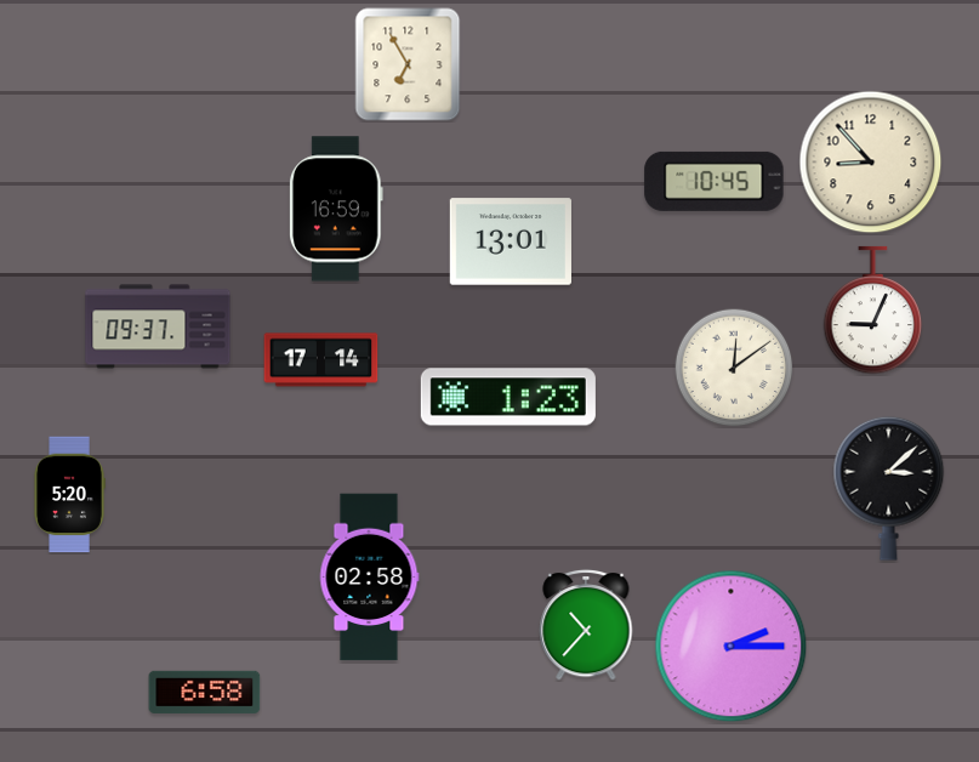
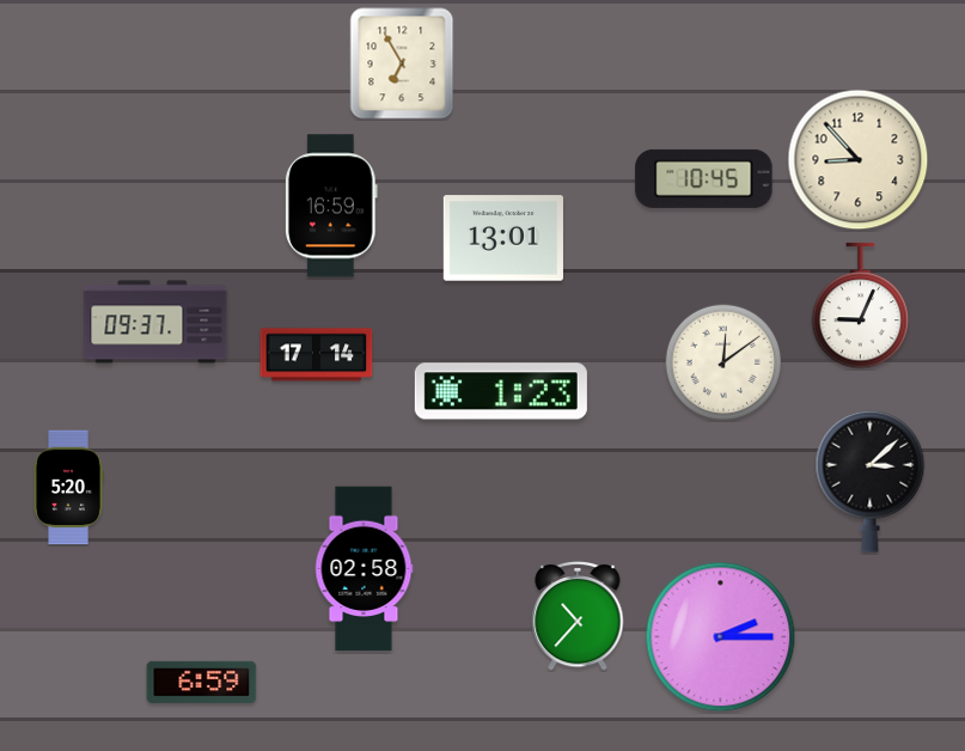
clock at (889, 488) position: (889, 488) -> (871, 481)
clock at (205, 692): 6:58 -> 6:59
